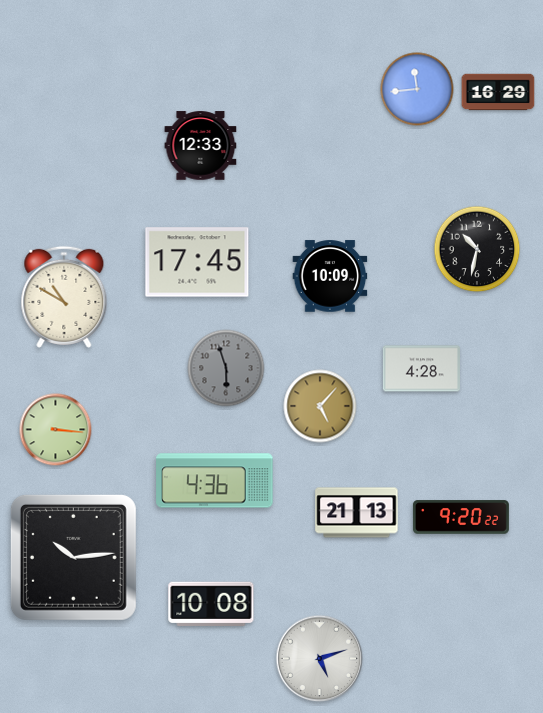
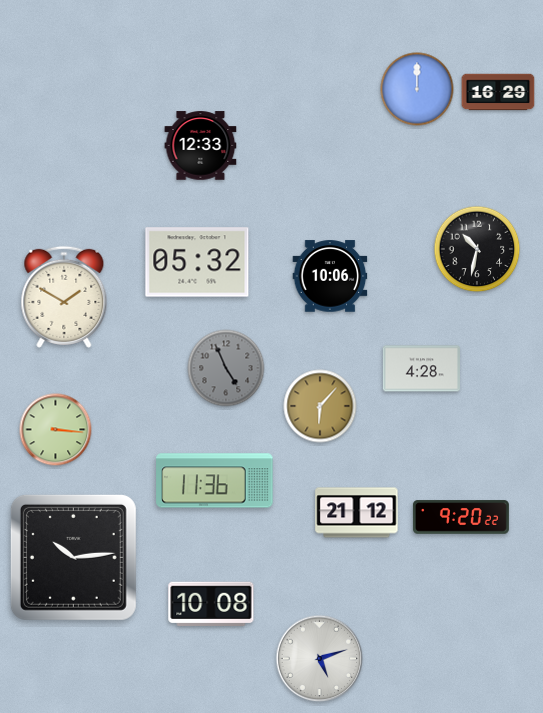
clock at (417, 89): 11:44 -> 12:00
clock at (197, 262): 17:45 -> 05:32
clock at (330, 276): 10:09 -> 10:06
clock at (64, 297): 10:50 -> 1:50
clock at (226, 368): 5:57 -> 4:56
clock at (320, 406): 5:07 -> 6:07
clock at (215, 481): 4:36 -> 11:36
clock at (357, 513): 21:13 -> 21:12
